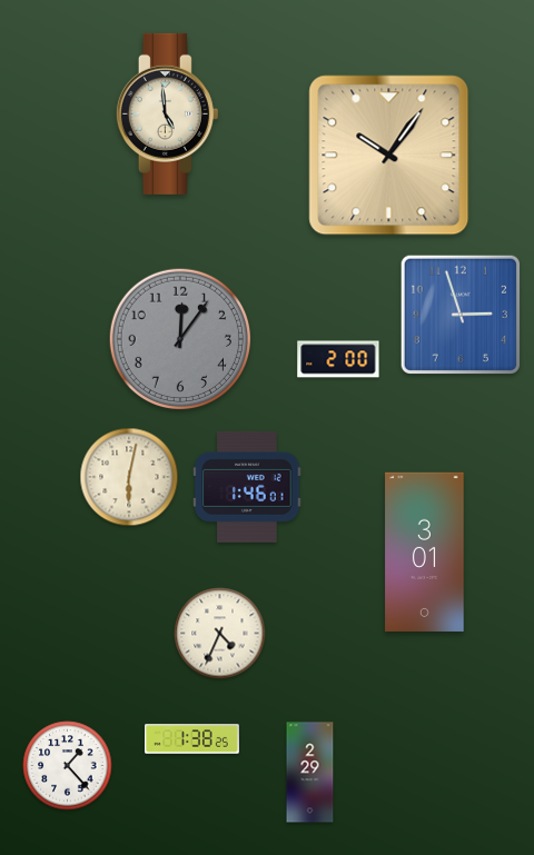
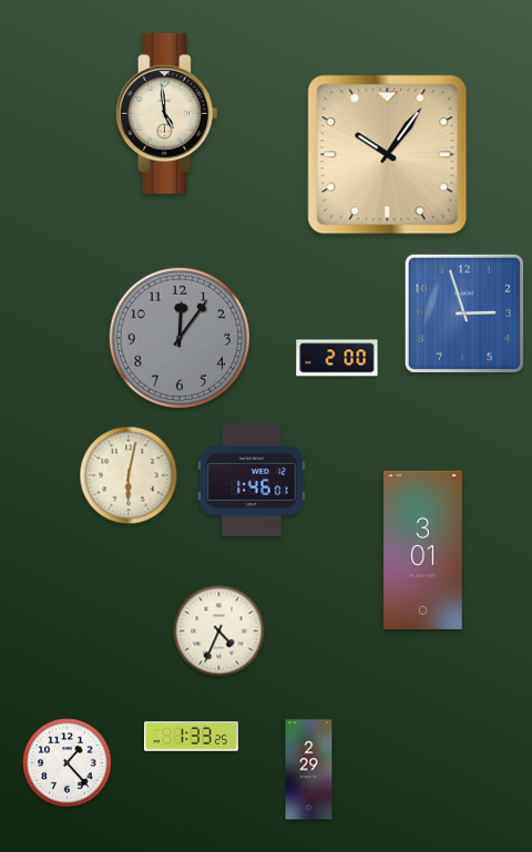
clock at (459, 314) position: (459, 314) -> (463, 312)
clock at (247, 487) position: (247, 487) -> (252, 481)
clock at (192, 739): 1:38 -> 1:33
